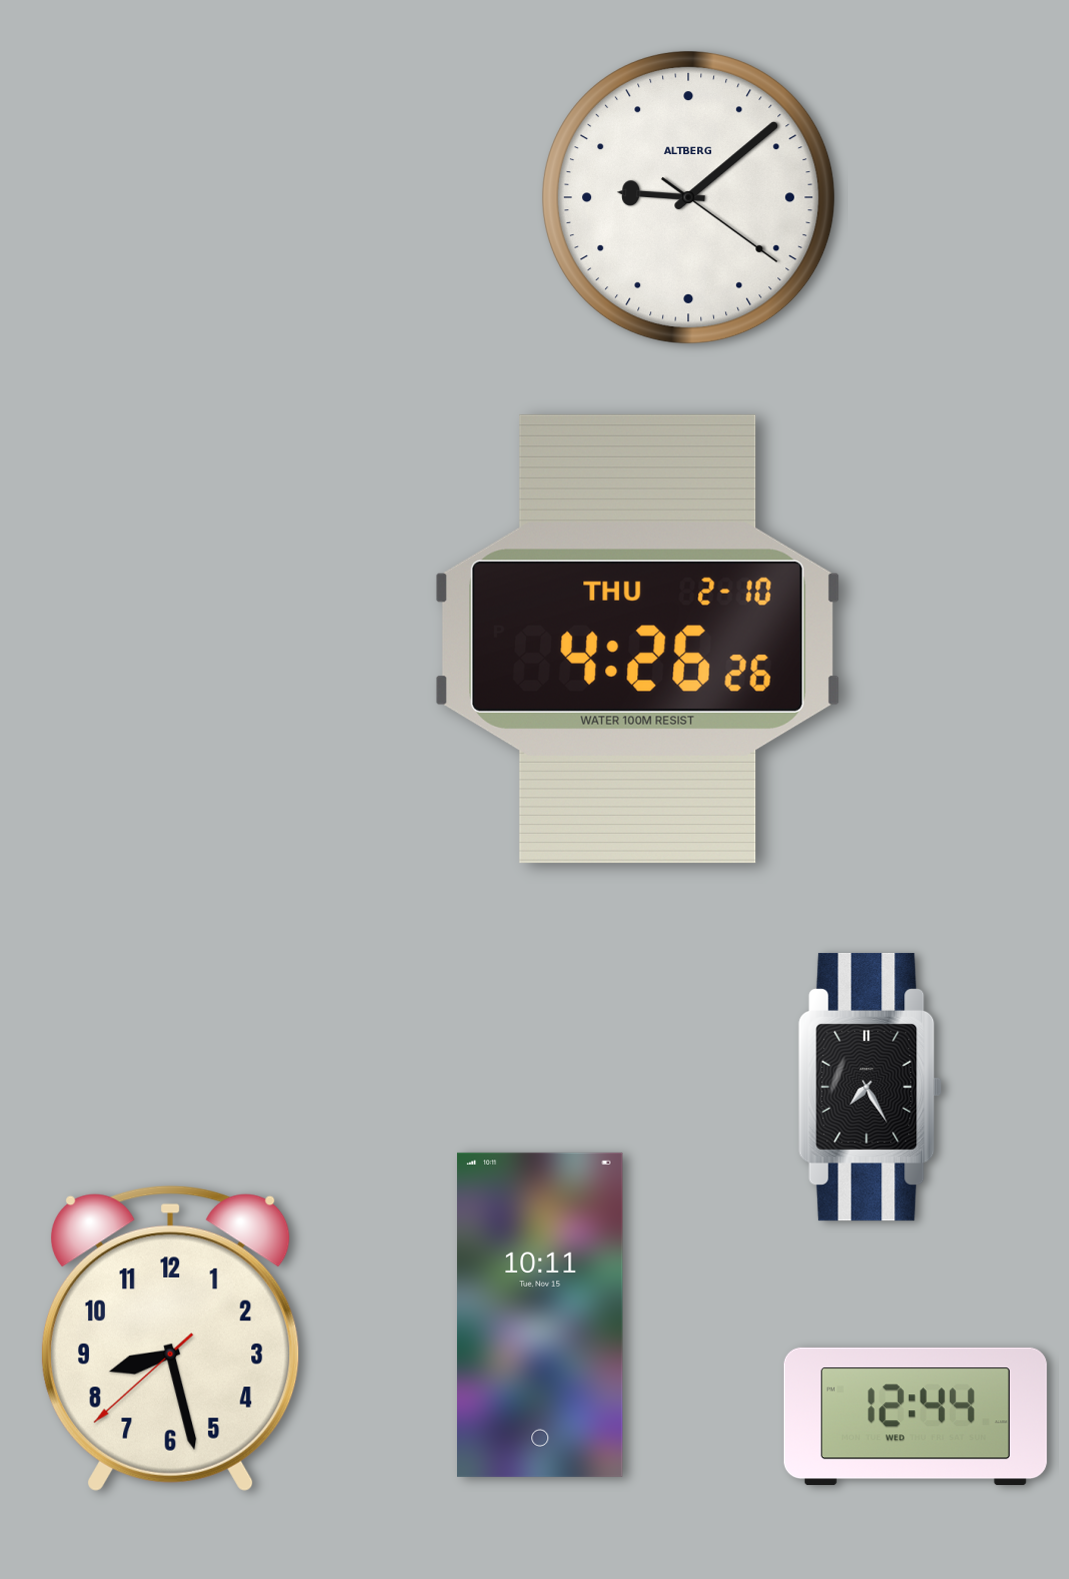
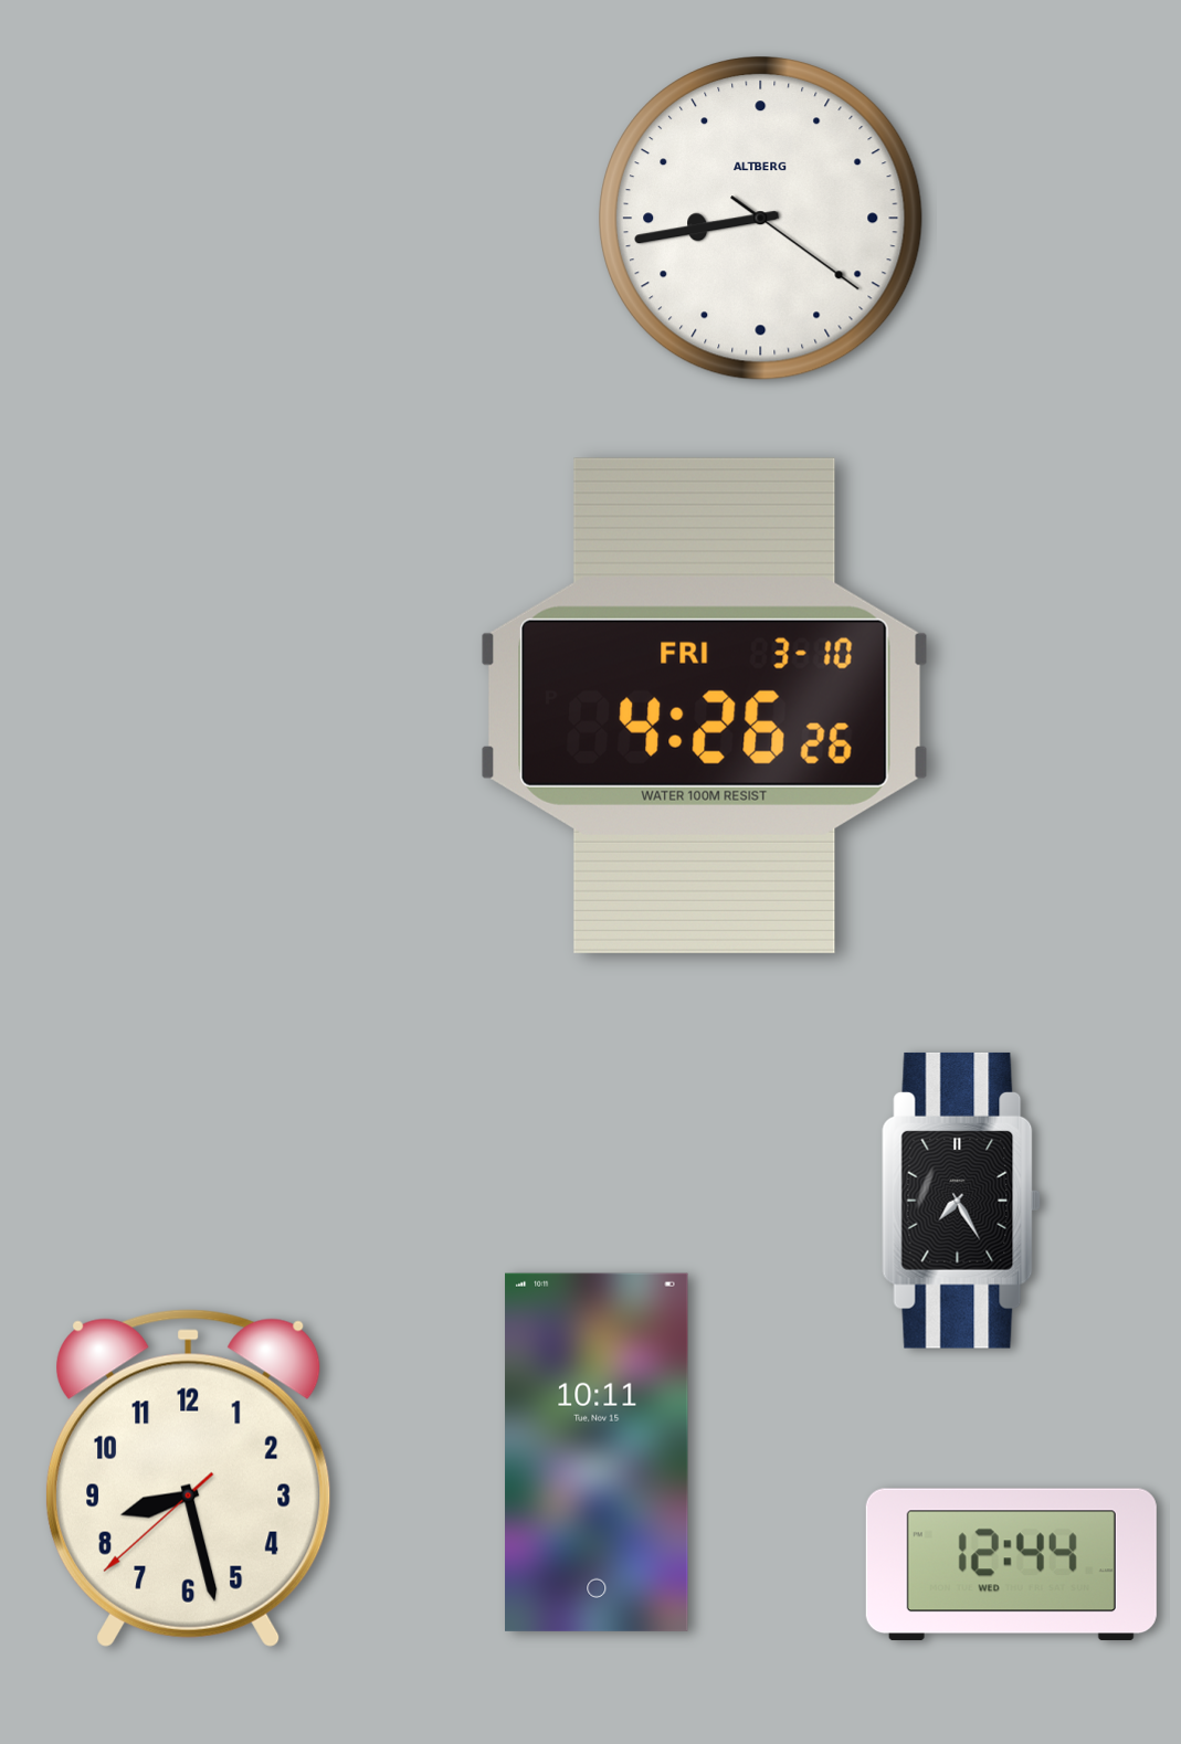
clock at (689, 198): 9:08 -> 8:43
clock at (638, 639) date: THU 2-10 -> FRI 3-10
